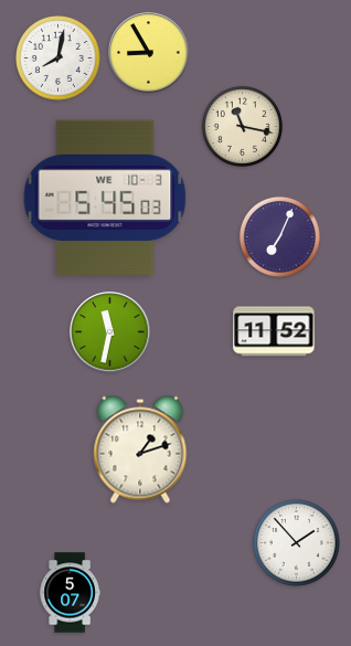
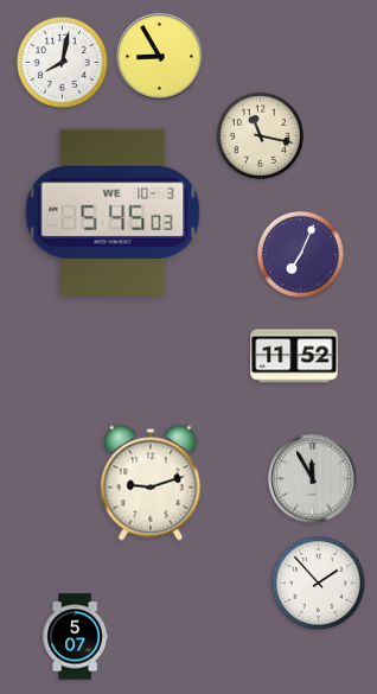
clock at (110, 332): 11:32 -> none
clock at (313, 479): none -> 11:55
clock at (140, 449): 1:12 -> 9:12
